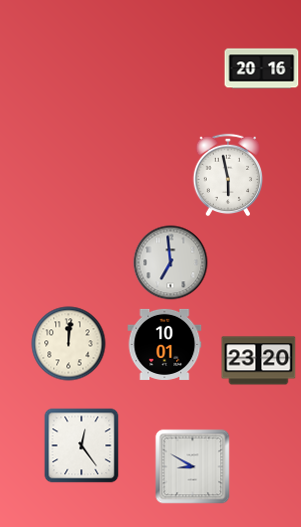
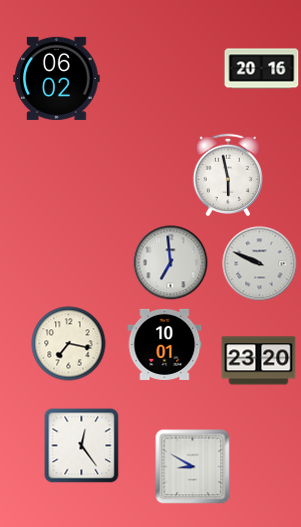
clock at (57, 78): none -> 06:02
clock at (260, 264): none -> 9:49
clock at (69, 344): 12:01 -> 7:17
